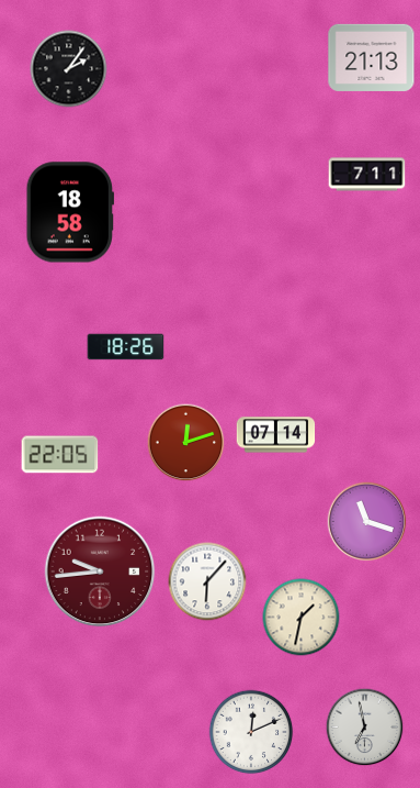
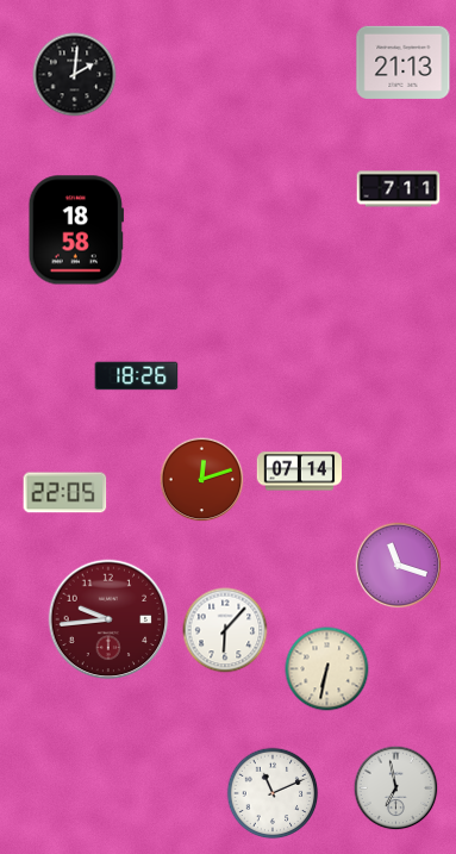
clock at (69, 69): 2:06 -> 2:01
clock at (302, 618): 1:32 -> 6:32
clock at (251, 732): 12:11 -> 11:11
